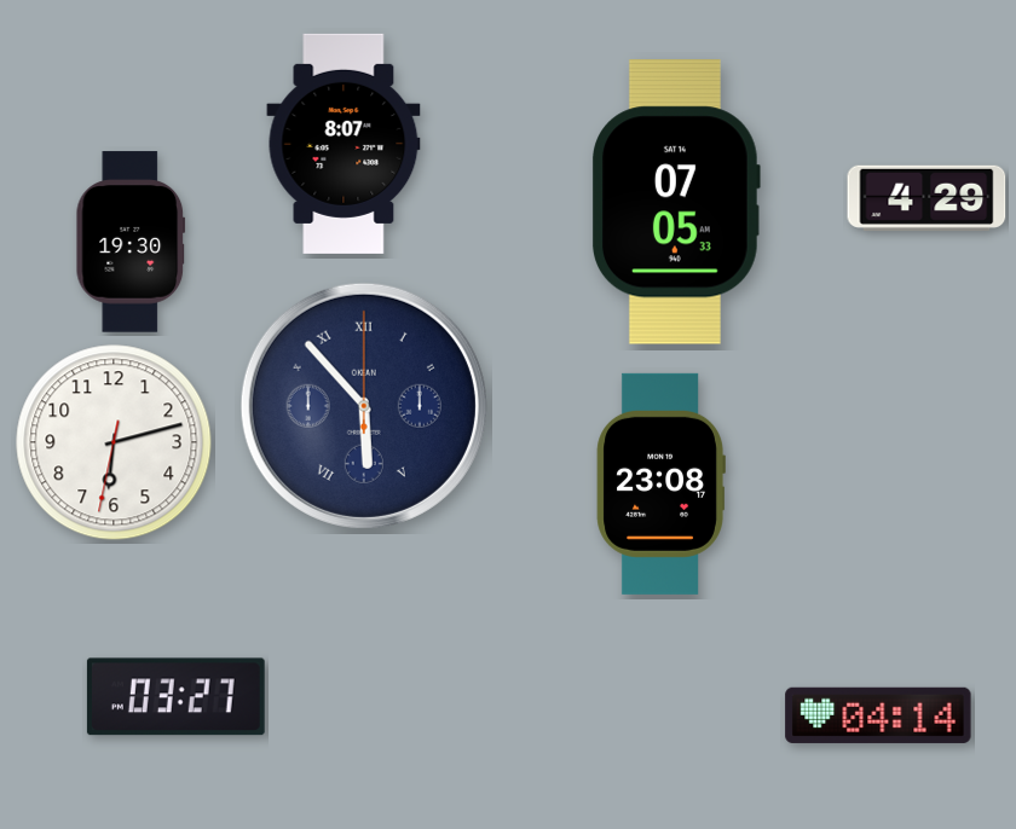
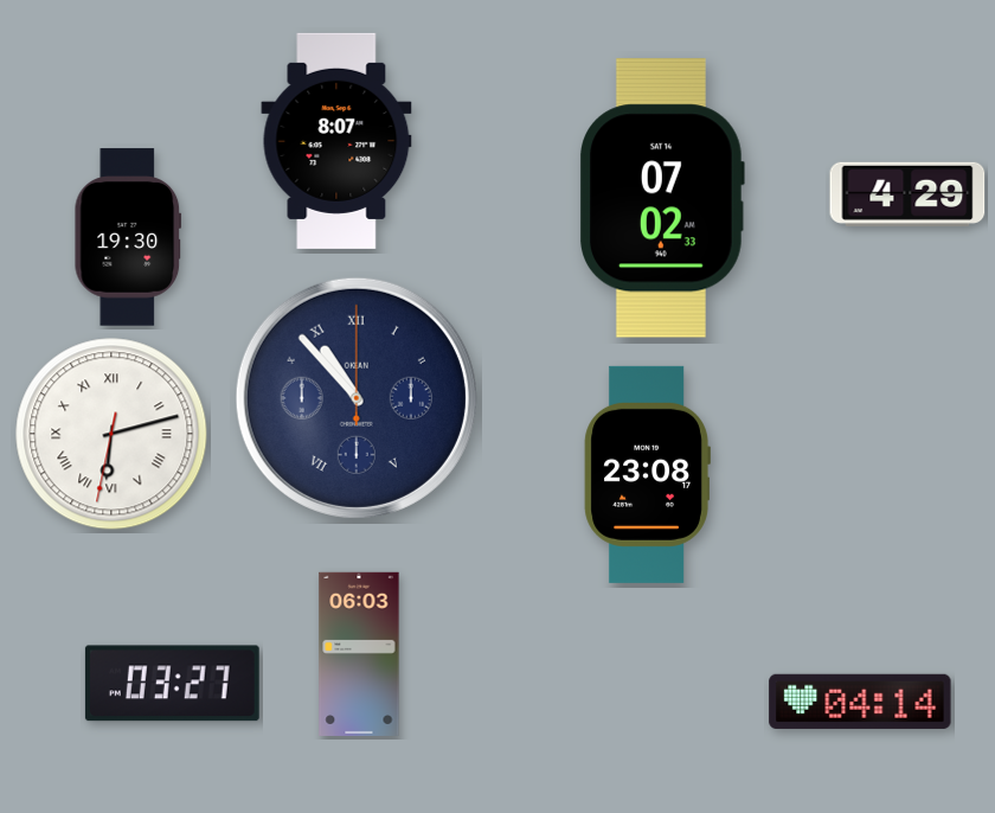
clock at (676, 202): 07:05 -> 07:02
clock at (364, 406): 5:53 -> 10:53
clock at (114, 442) numerals: Arabic -> Roman
clock at (359, 653): none -> 06:03
